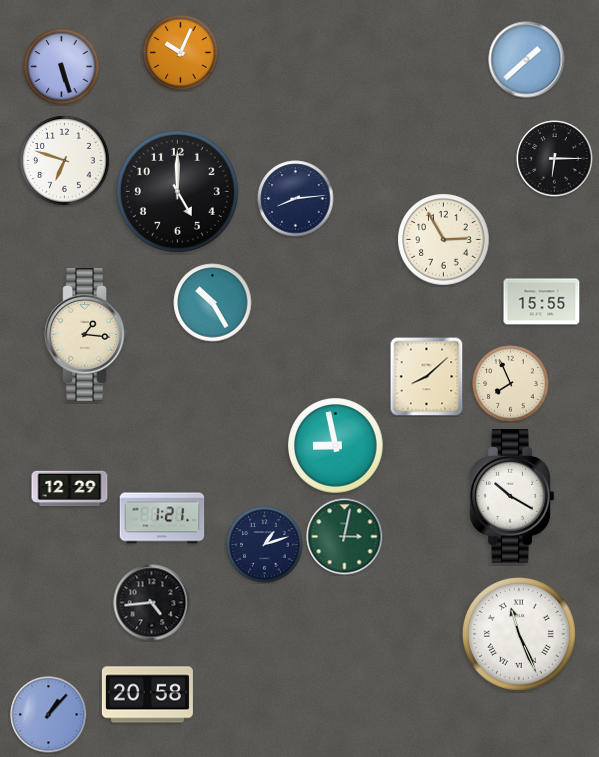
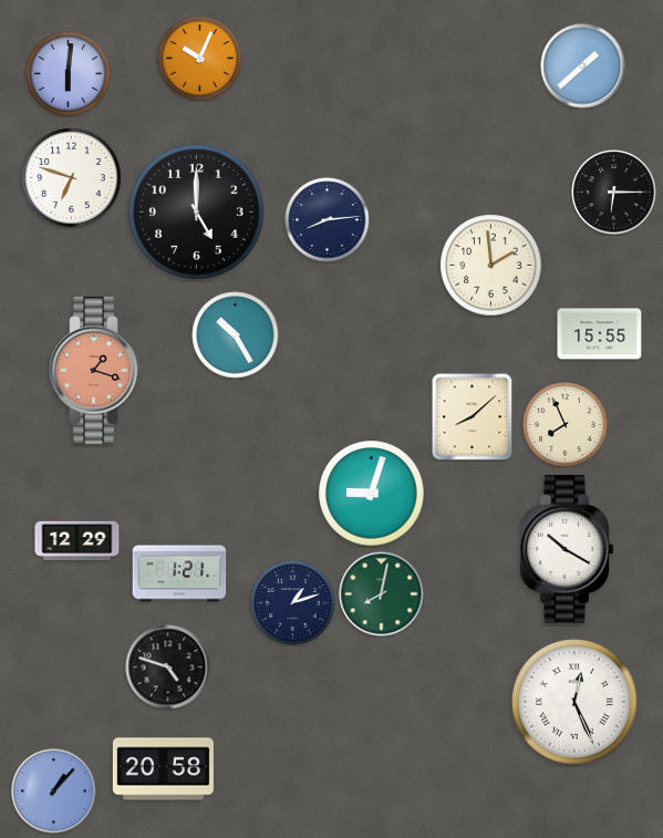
clock at (62, 67): 5:27 -> 6:01
clock at (555, 159) position: (555, 159) -> (614, 193)
clock at (444, 240): 2:55 -> 1:59
clock at (87, 335): 1:16 -> 1:18
clock at (87, 335) dial: cream -> salmon
clock at (336, 446): 8:58 -> 9:03
clock at (345, 537): 3:02 -> 8:02
clock at (152, 603): 4:44 -> 4:48
clock at (519, 634): 11:26 -> 12:26
